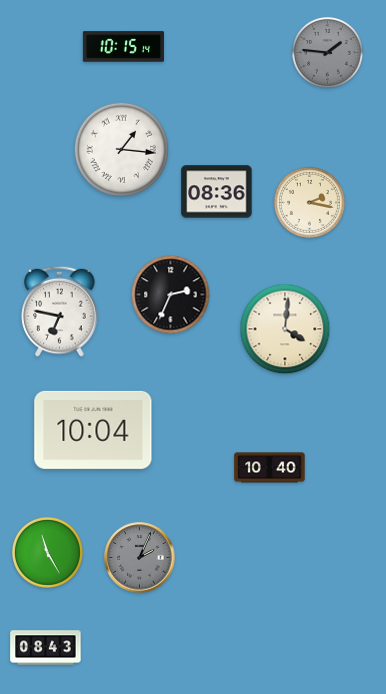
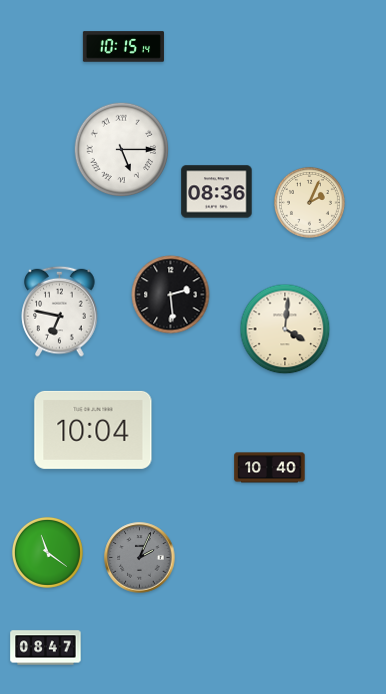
clock at (327, 52): 1:46 -> none
clock at (122, 150): 1:16 -> 5:15
clock at (309, 202): 2:17 -> 2:04
clock at (171, 295): 2:34 -> 2:29
clock at (47, 552): 11:25 -> 11:21
clock at (46, 648): 08:43 -> 08:47
